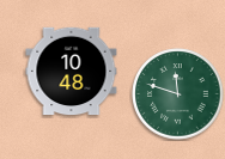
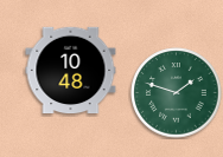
clock at (178, 94): 11:48 -> 1:48
